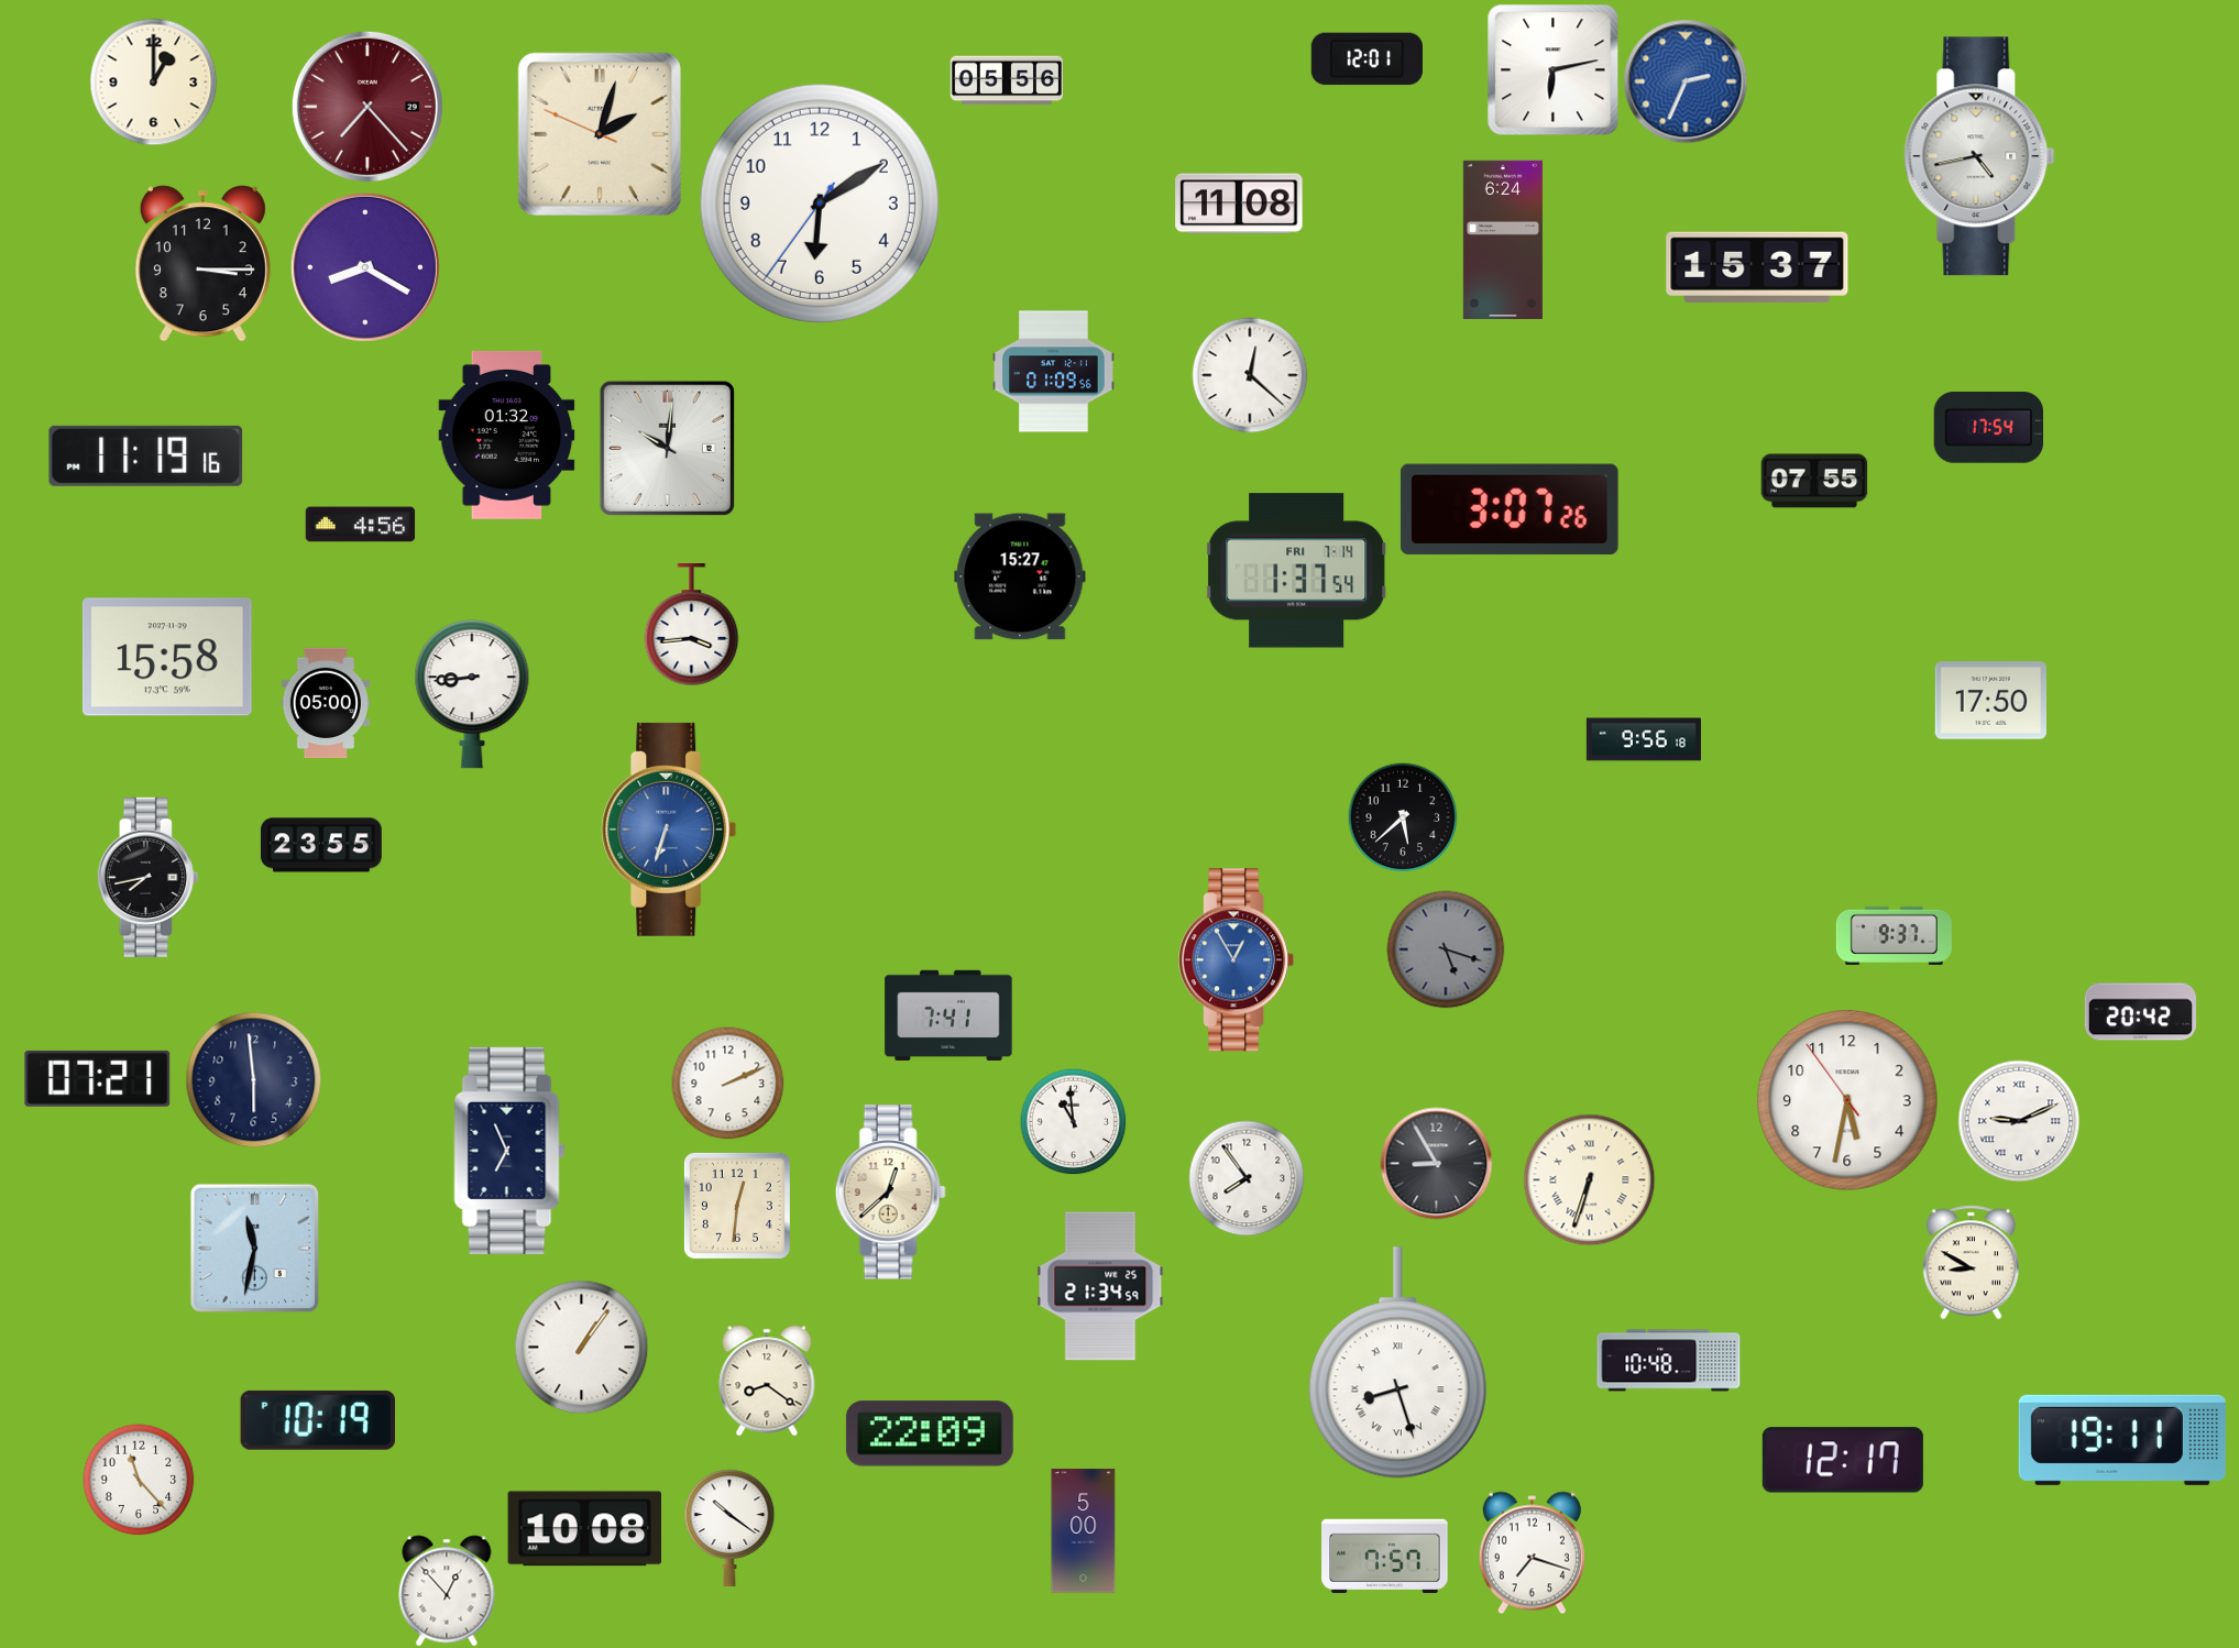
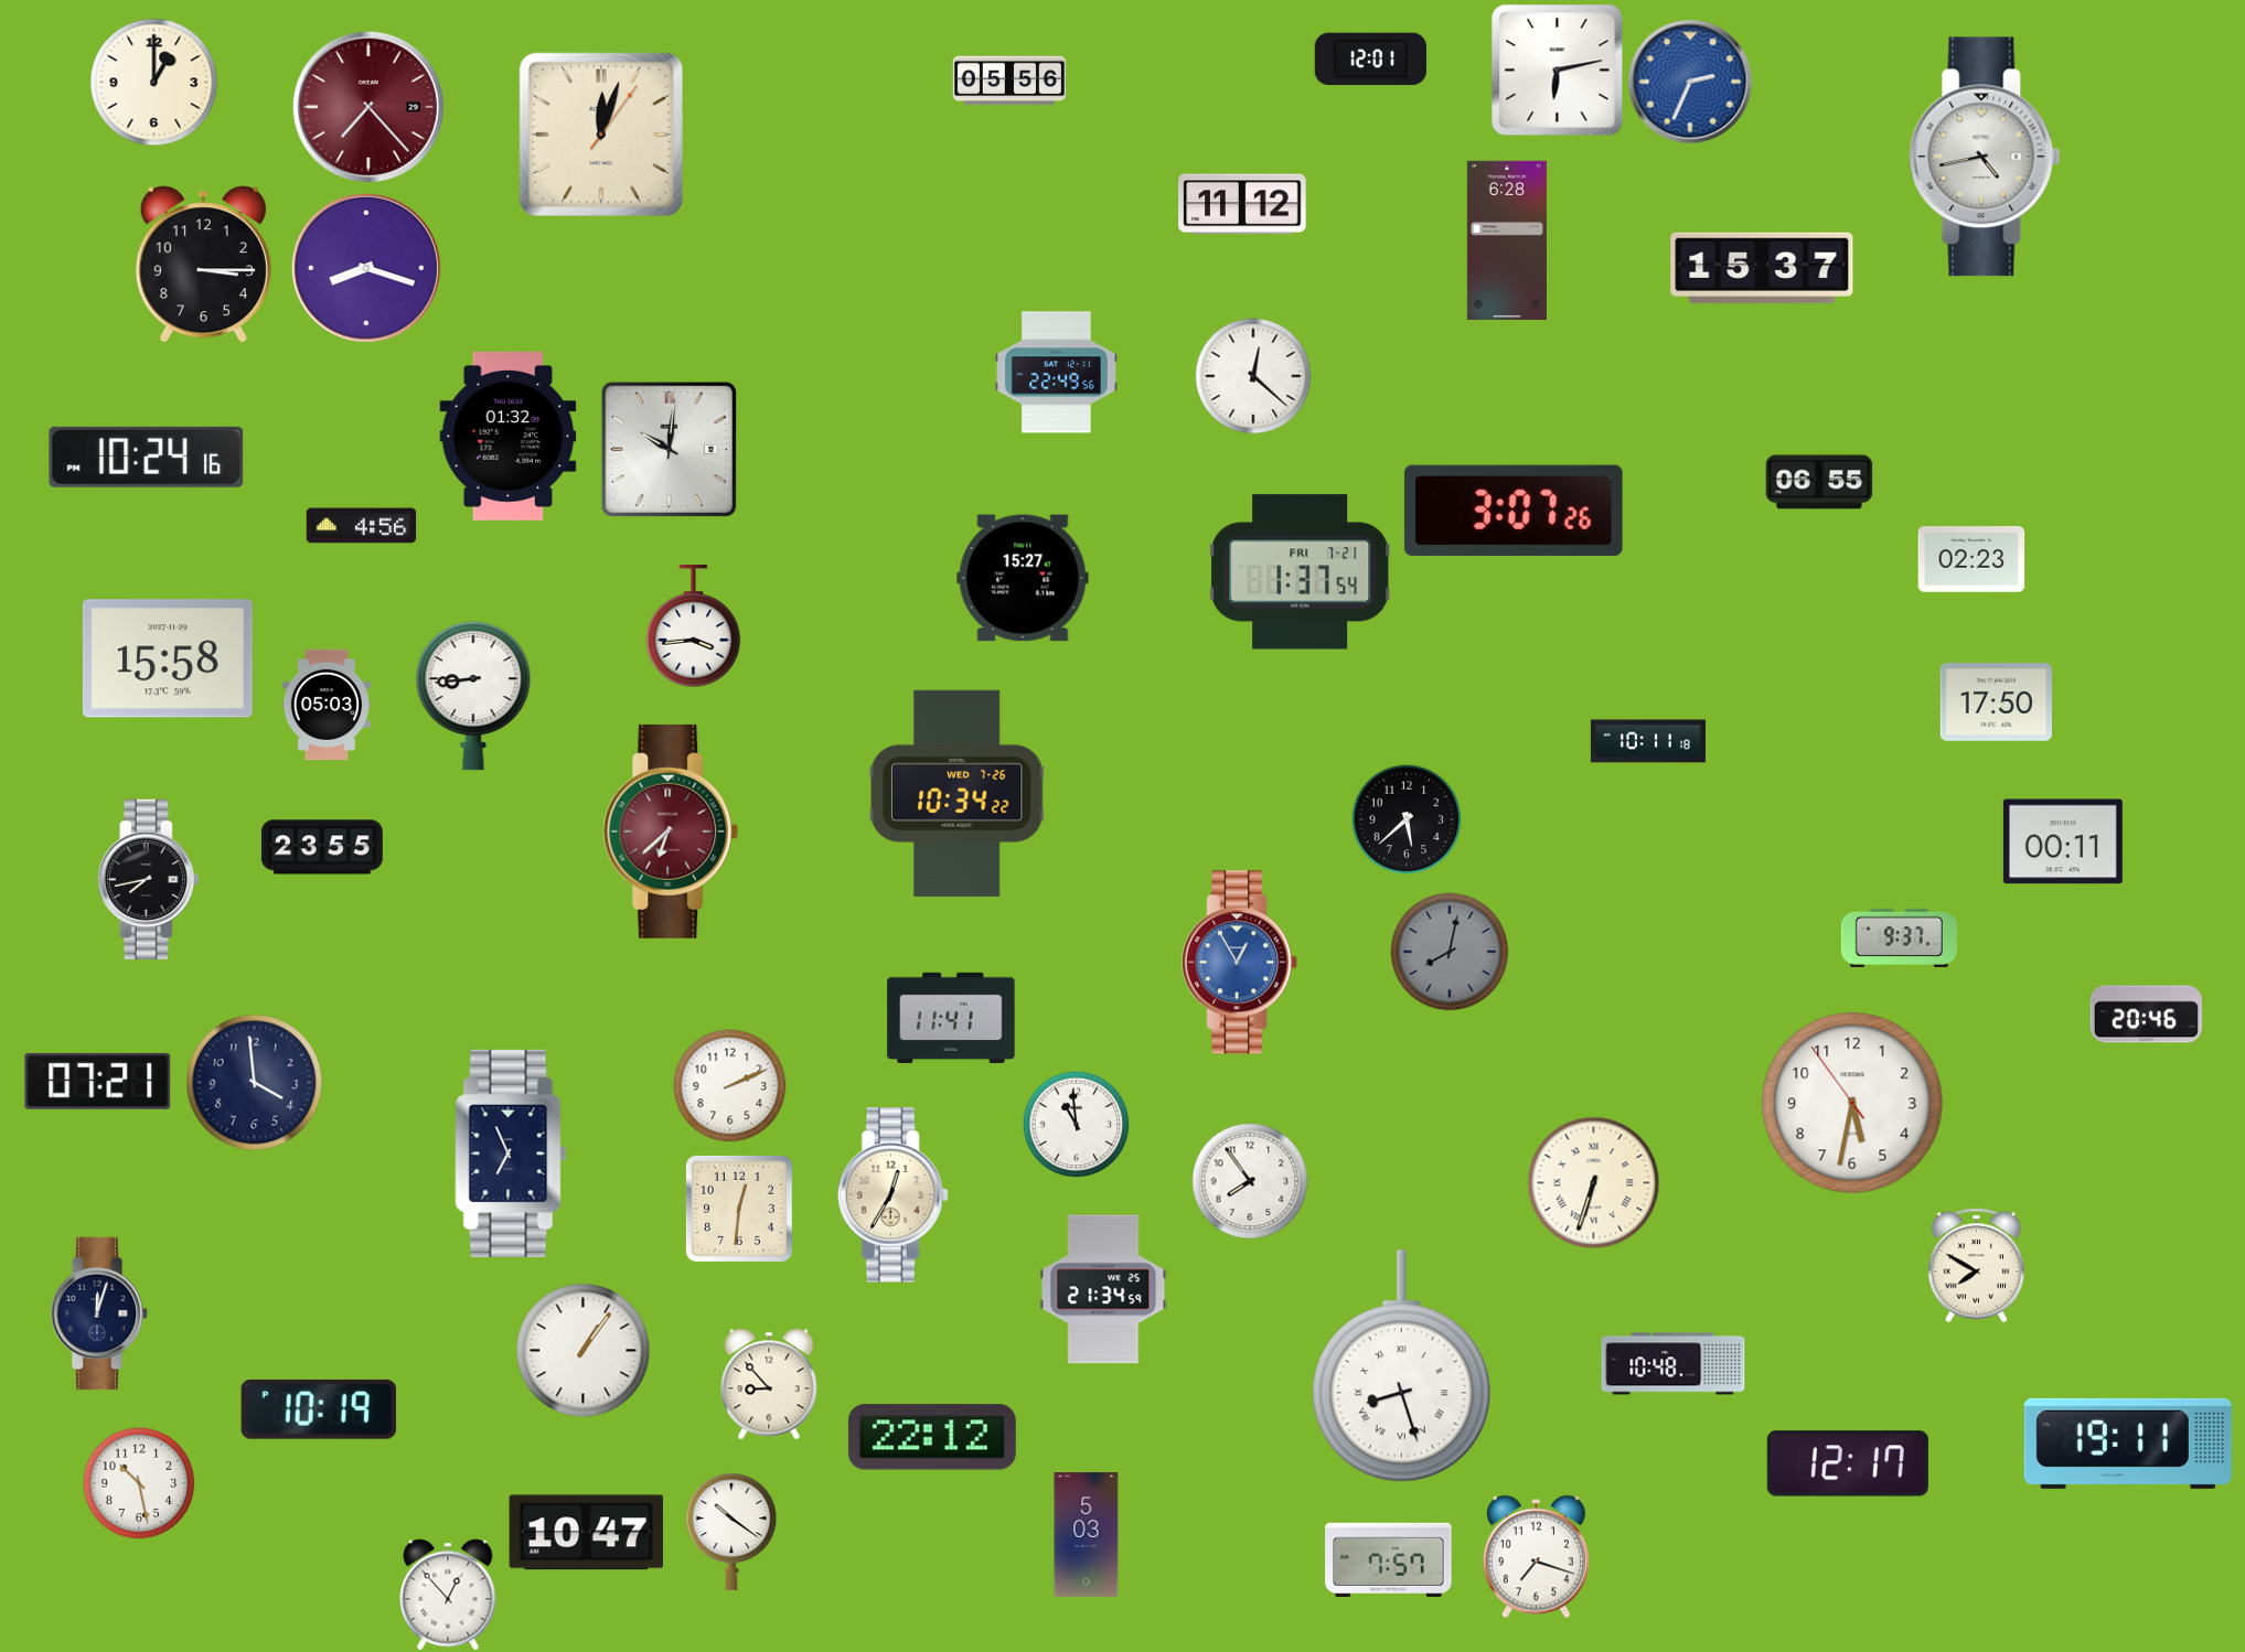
clock at (600, 134): 2:02 -> 12:03
clock at (820, 204): 6:09 -> none
clock at (1239, 204): 11:08 -> 11:12
clock at (1503, 240): 6:24 -> 6:28
clock at (365, 267): 8:20 -> 8:18
clock at (1054, 372): 01:09 -> 22:49
clock at (1988, 428): 17:54 -> none
clock at (146, 455): 11:19 -> 10:24
clock at (1814, 481): 07:55 -> 06:55
clock at (1971, 559): none -> 02:23
clock at (1297, 571) date: FRI 7-14 -> FRI 7-21
clock at (326, 703): 05:00 -> 05:03
clock at (1644, 739): 9:56 -> 10:11
clock at (956, 793): none -> 10:34
clock at (669, 830): 6:33 -> 6:38
clock at (669, 830) dial: blue -> burgundy
clock at (2063, 841): none -> 00:11
clock at (1446, 949): 5:18 -> 8:02
clock at (2140, 1012): 20:42 -> 20:46
clock at (948, 1015): 7:41 -> 11:41
clock at (254, 1080): 5:59 -> 3:59
clock at (2019, 1121): 9:11 -> none
clock at (1437, 1164): 8:55 -> none
clock at (890, 1193): 12:38 -> 12:35
clock at (255, 1249): 11:32 -> none
clock at (1971, 1263): 8:50 -> 7:50
clock at (99, 1313): none -> 12:03
clock at (767, 1381): 8:21 -> 8:53
clock at (318, 1420) position: (318, 1420) -> (319, 1409)
clock at (930, 1433): 22:09 -> 22:12
clock at (139, 1480): 11:23 -> 10:28
clock at (584, 1529): 10:08 -> 10:47
clock at (1084, 1531): 5:00 -> 5:03
